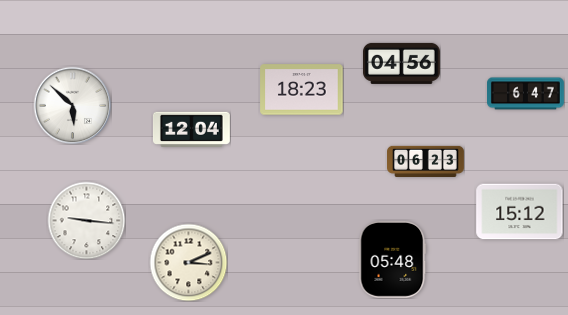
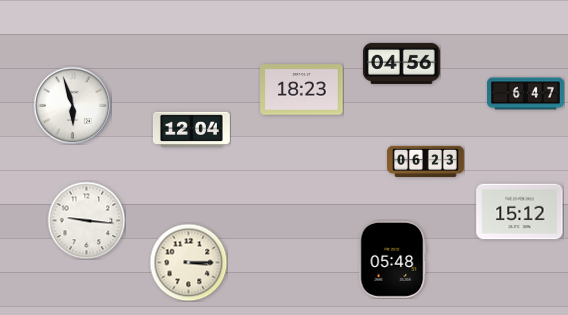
clock at (72, 105): 5:52 -> 5:57
clock at (188, 262): 3:11 -> 3:15
